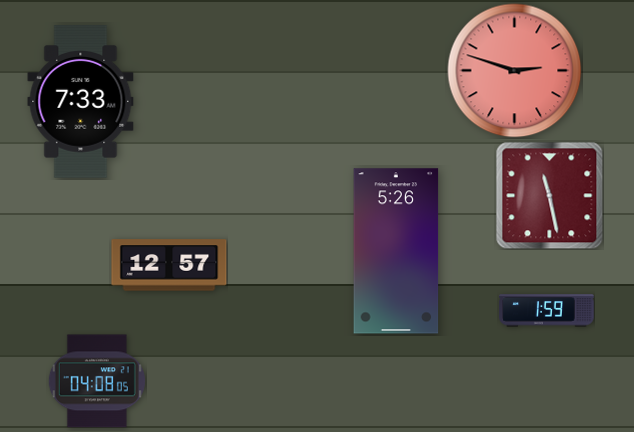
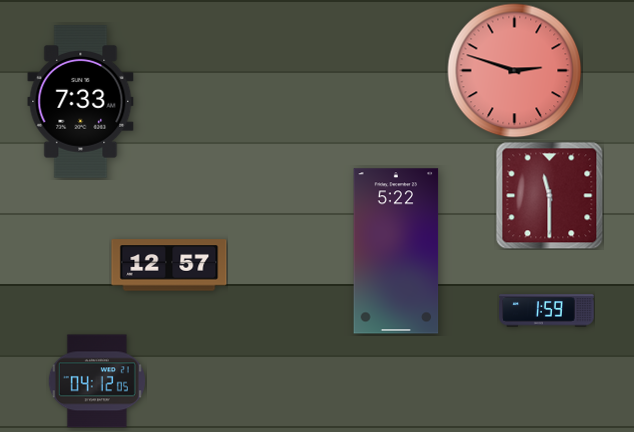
clock at (549, 195): 11:28 -> 11:30
clock at (396, 251): 5:26 -> 5:22
clock at (97, 381): 04:08 -> 04:12
